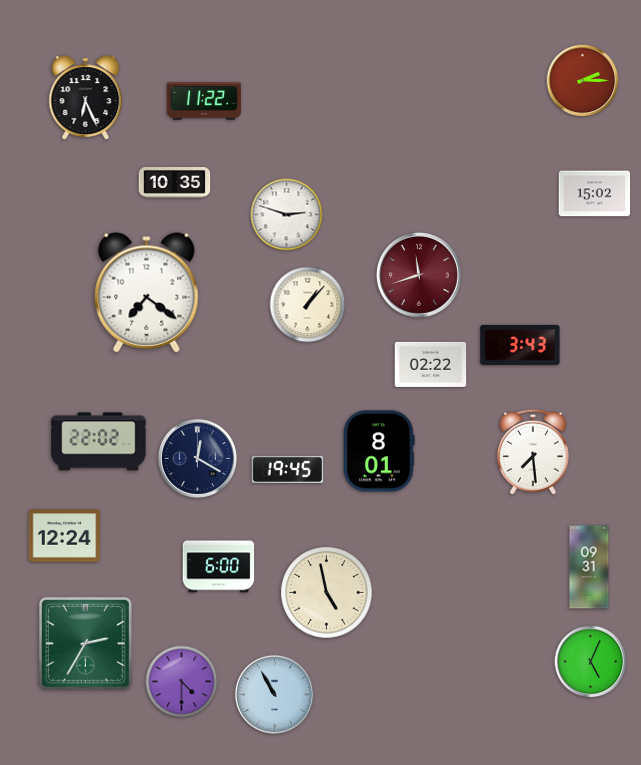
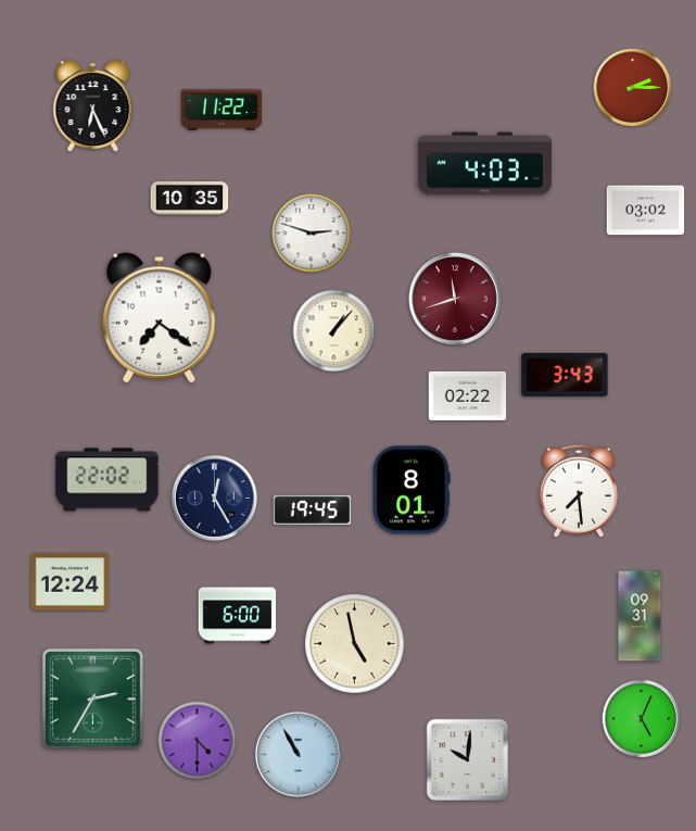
clock at (484, 164): none -> 4:03
clock at (595, 194): 15:02 -> 03:02
clock at (197, 458): 12:20 -> 12:25
clock at (468, 760): none -> 10:01
